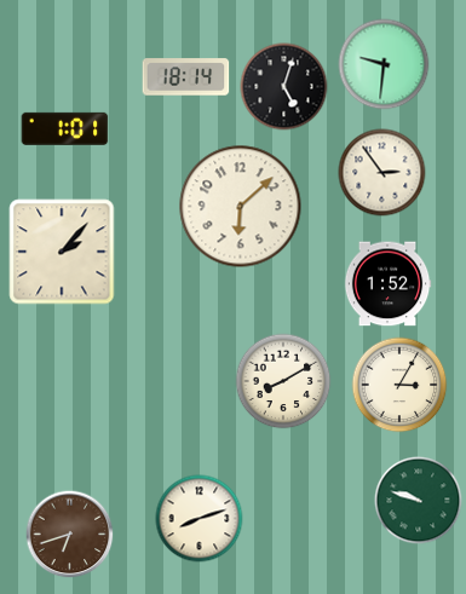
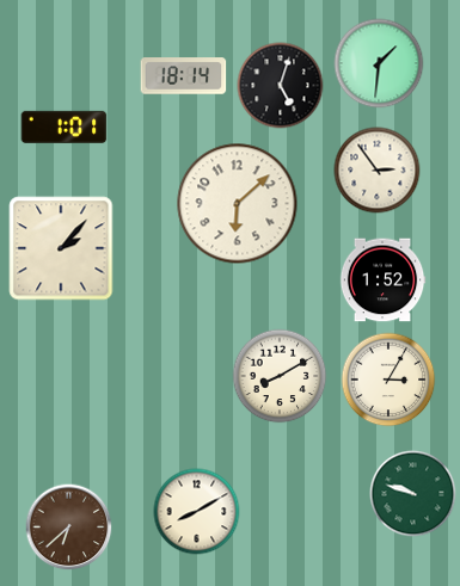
clock at (384, 64): 9:31 -> 1:31
clock at (399, 385) position: (399, 385) -> (388, 380)
clock at (200, 519): 8:12 -> 8:10
clock at (70, 535): 6:42 -> 6:38
